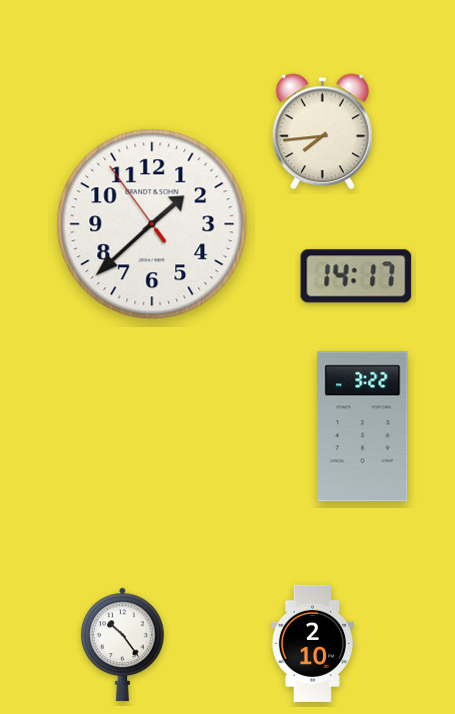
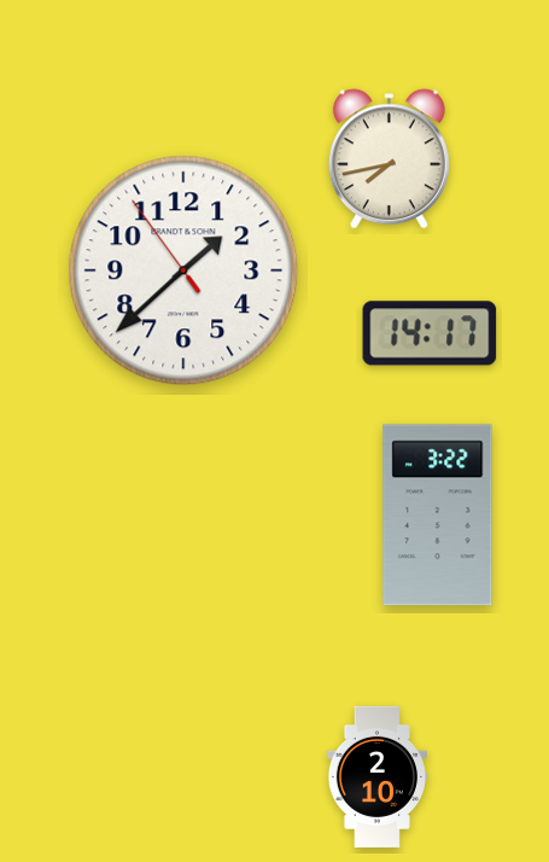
clock at (322, 132): 7:44 -> 7:43
clock at (123, 645): 10:24 -> none
